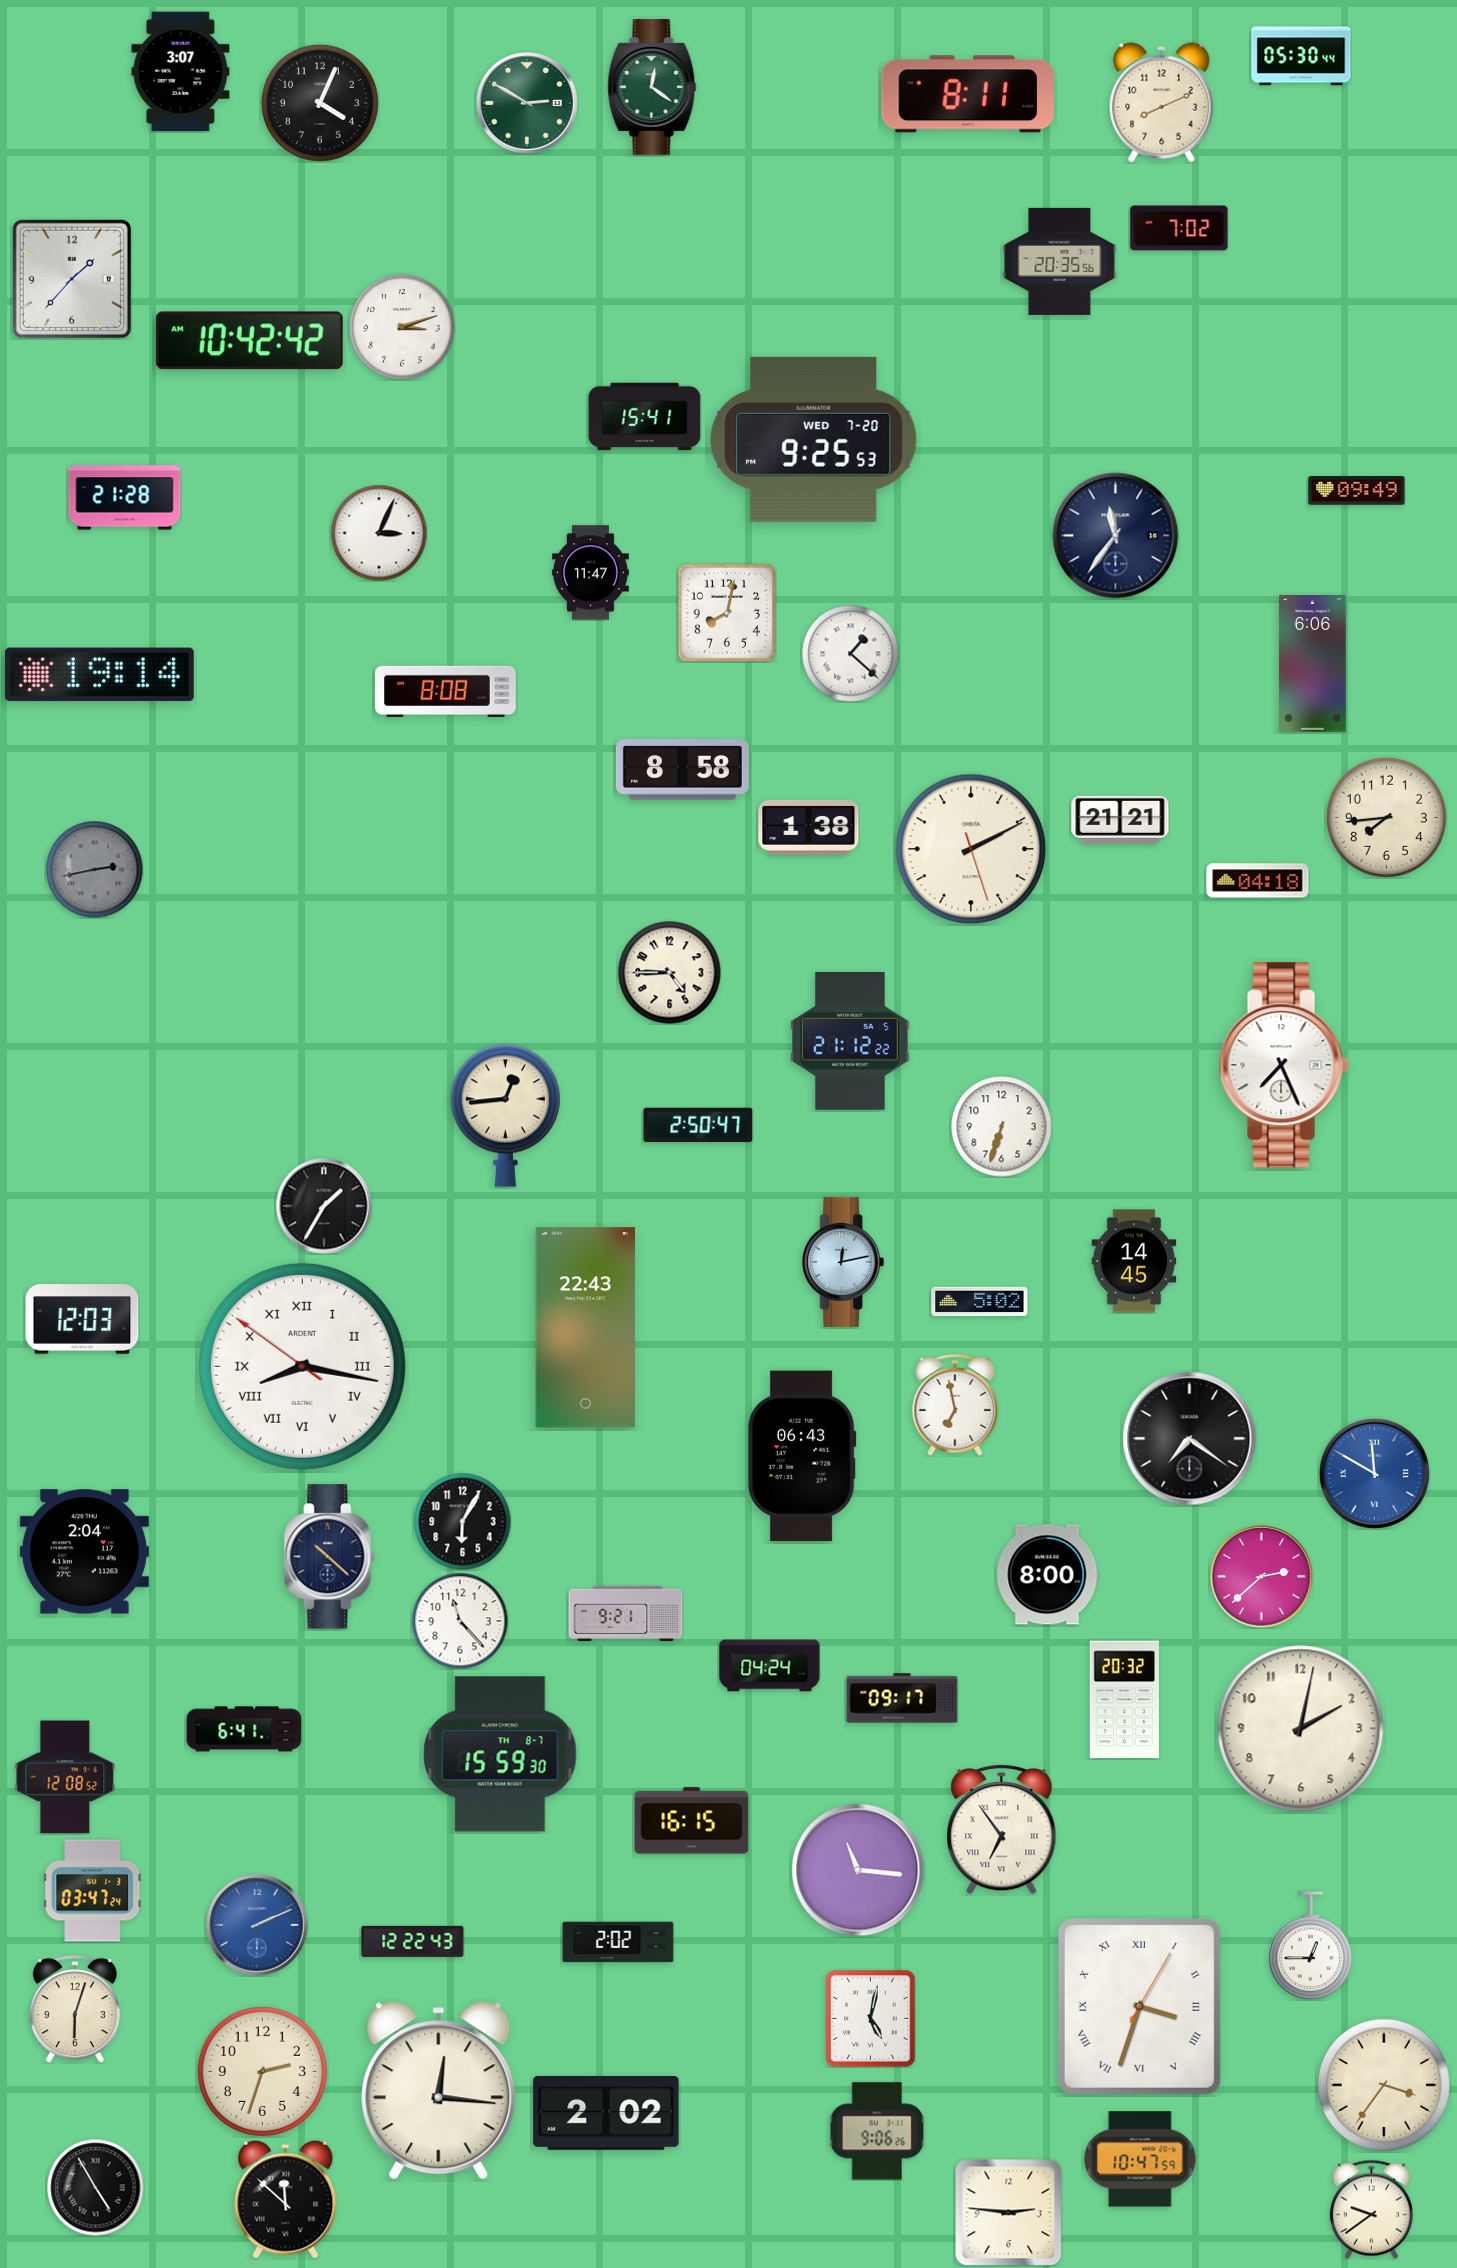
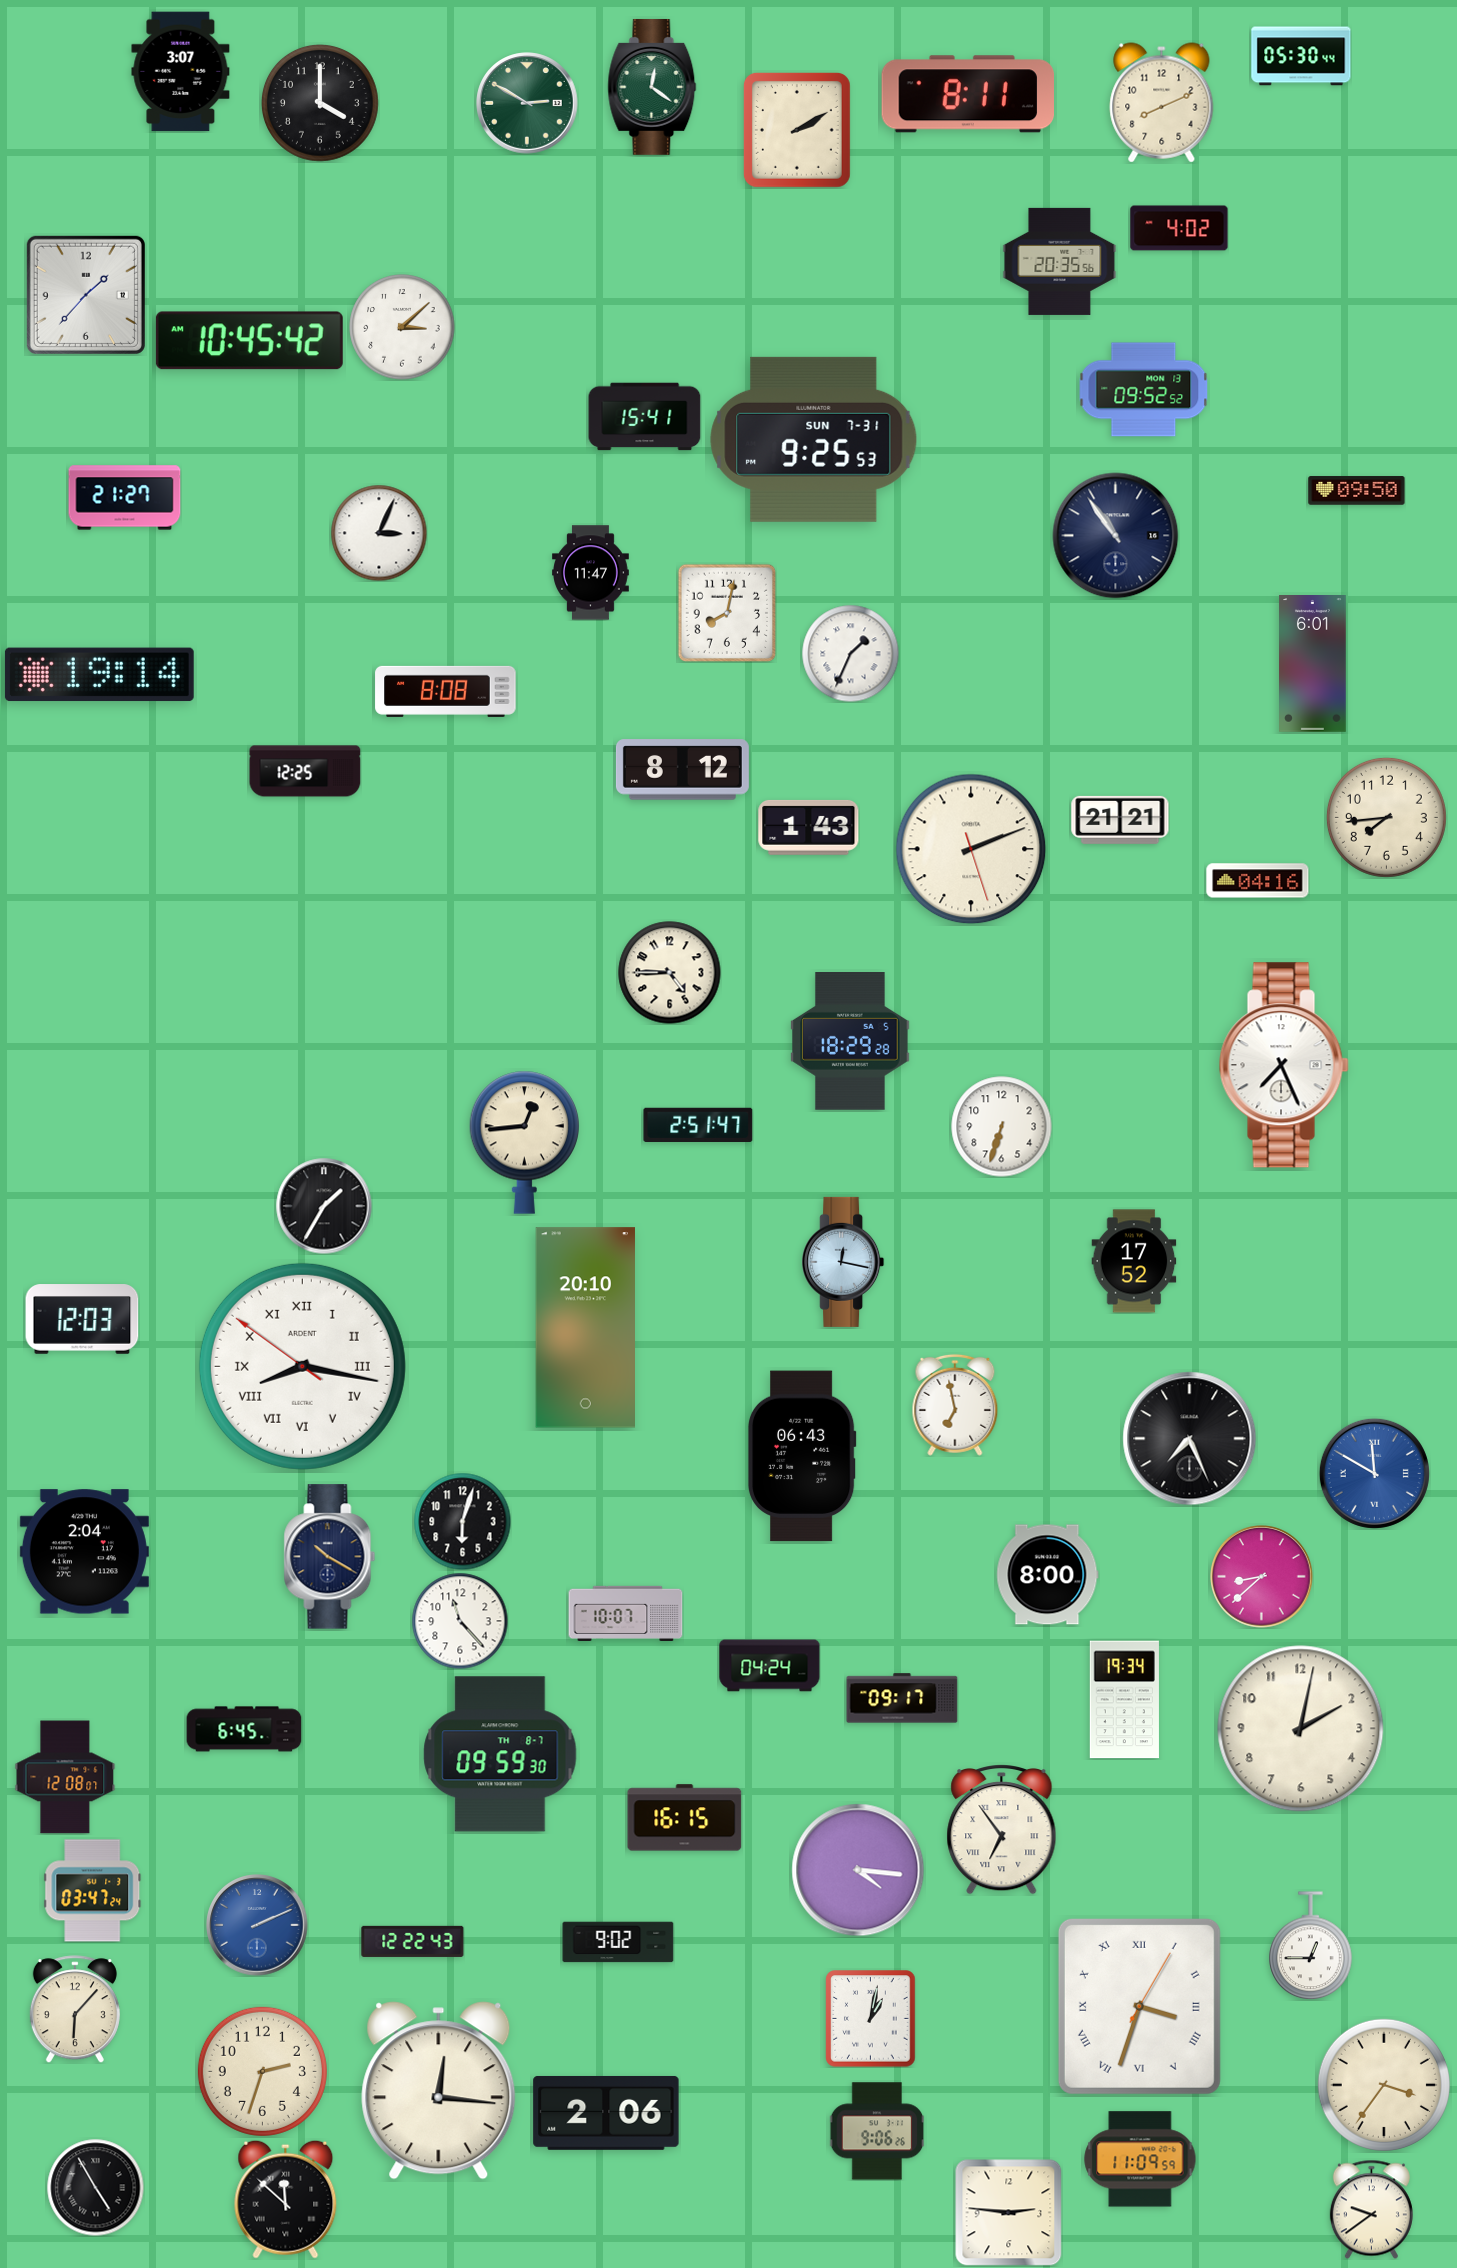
clock at (320, 103): 4:04 -> 4:00
clock at (797, 130): none -> 2:10
clock at (1179, 228): 7:02 -> 4:02
clock at (72, 279) position: (72, 279) -> (86, 295)
clock at (402, 327): 3:12 -> 3:08
clock at (249, 341): 10:42 -> 10:45
clock at (1144, 390): none -> 09:52
clock at (814, 439) date: WED 7-20 -> SUN 7-31
clock at (1357, 491): 09:49 -> 09:50
clock at (125, 498): 21:28 -> 21:27
clock at (1116, 536): 11:36 -> 10:54
clock at (850, 653): 1:22 -> 1:34
clock at (1313, 664): 6:06 -> 6:01
clock at (682, 770): 8:58 -> 8:12
clock at (305, 771): none -> 12:25
clock at (809, 827): 1:38 -> 1:43
clock at (971, 849): 2:10 -> 2:11
clock at (94, 869): 2:43 -> none
clock at (1258, 881): 04:18 -> 04:16
clock at (850, 1042): 21:12 -> 18:29
clock at (505, 1115) position: (505, 1115) -> (524, 1142)
clock at (698, 1124): 2:50 -> 2:51
clock at (1134, 1261): 14:45 -> 17:52
clock at (843, 1262): 12:13 -> 12:17
clock at (980, 1302): 5:02 -> none
clock at (585, 1328): 22:43 -> 20:10
clock at (1190, 1439): 7:21 -> 7:26
clock at (462, 1521): 6:05 -> 6:03
clock at (330, 1557): 10:22 -> 10:20
clock at (1262, 1577): 2:38 -> 8:38
clock at (626, 1613): 9:21 -> 10:07
clock at (1124, 1700): 20:32 -> 19:34
clock at (244, 1729): 6:41 -> 6:45
clock at (500, 1754): 15:59 -> 09:59
clock at (65, 1777): 12:08:52 -> 12:08:07
clock at (692, 1821) position: (692, 1821) -> (685, 1818)
clock at (858, 1870): 11:16 -> 4:16
clock at (618, 1942): 2:02 -> 9:02
clock at (75, 2009): 6:03 -> 6:07
clock at (871, 2019): 5:02 -> 1:02
clock at (606, 2113): 2:02 -> 2:06
clock at (1140, 2159): 10:47 -> 11:09
